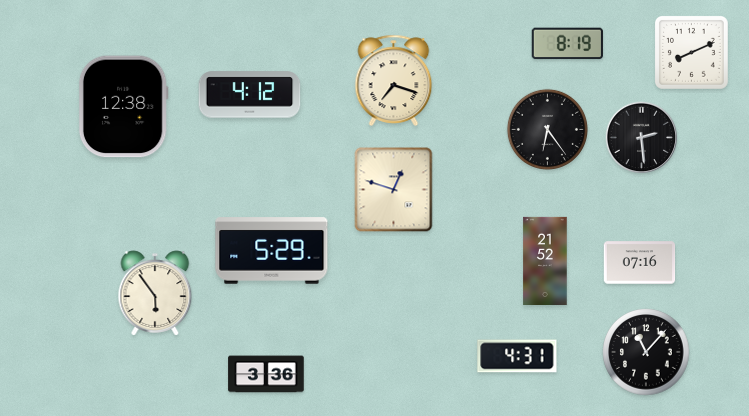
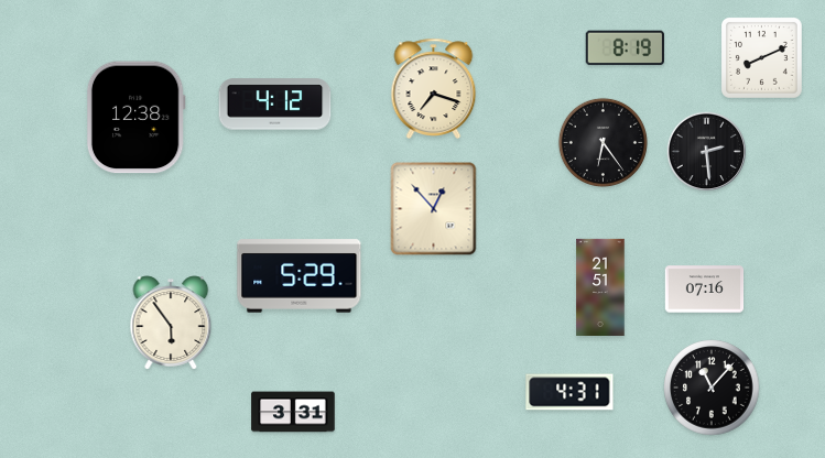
clock at (394, 190): 12:48 -> 12:53
clock at (545, 260): 21:52 -> 21:51
clock at (266, 374): 3:36 -> 3:31
